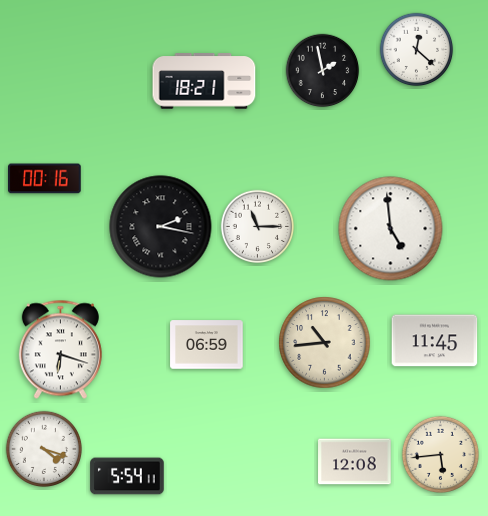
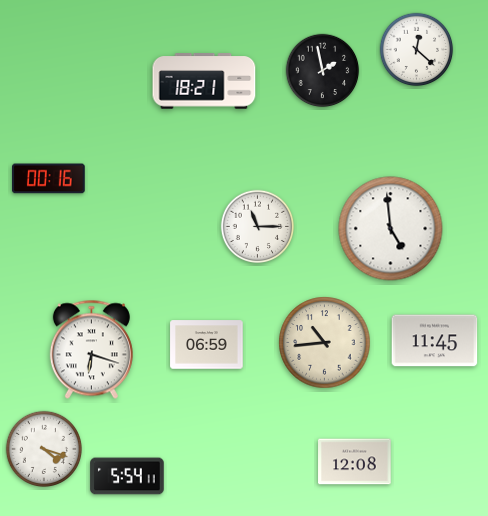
clock at (45, 179) position: (45, 179) -> (49, 179)
clock at (161, 227): 2:17 -> none
clock at (60, 350) position: (60, 350) -> (91, 350)
clock at (440, 454): 5:44 -> none
